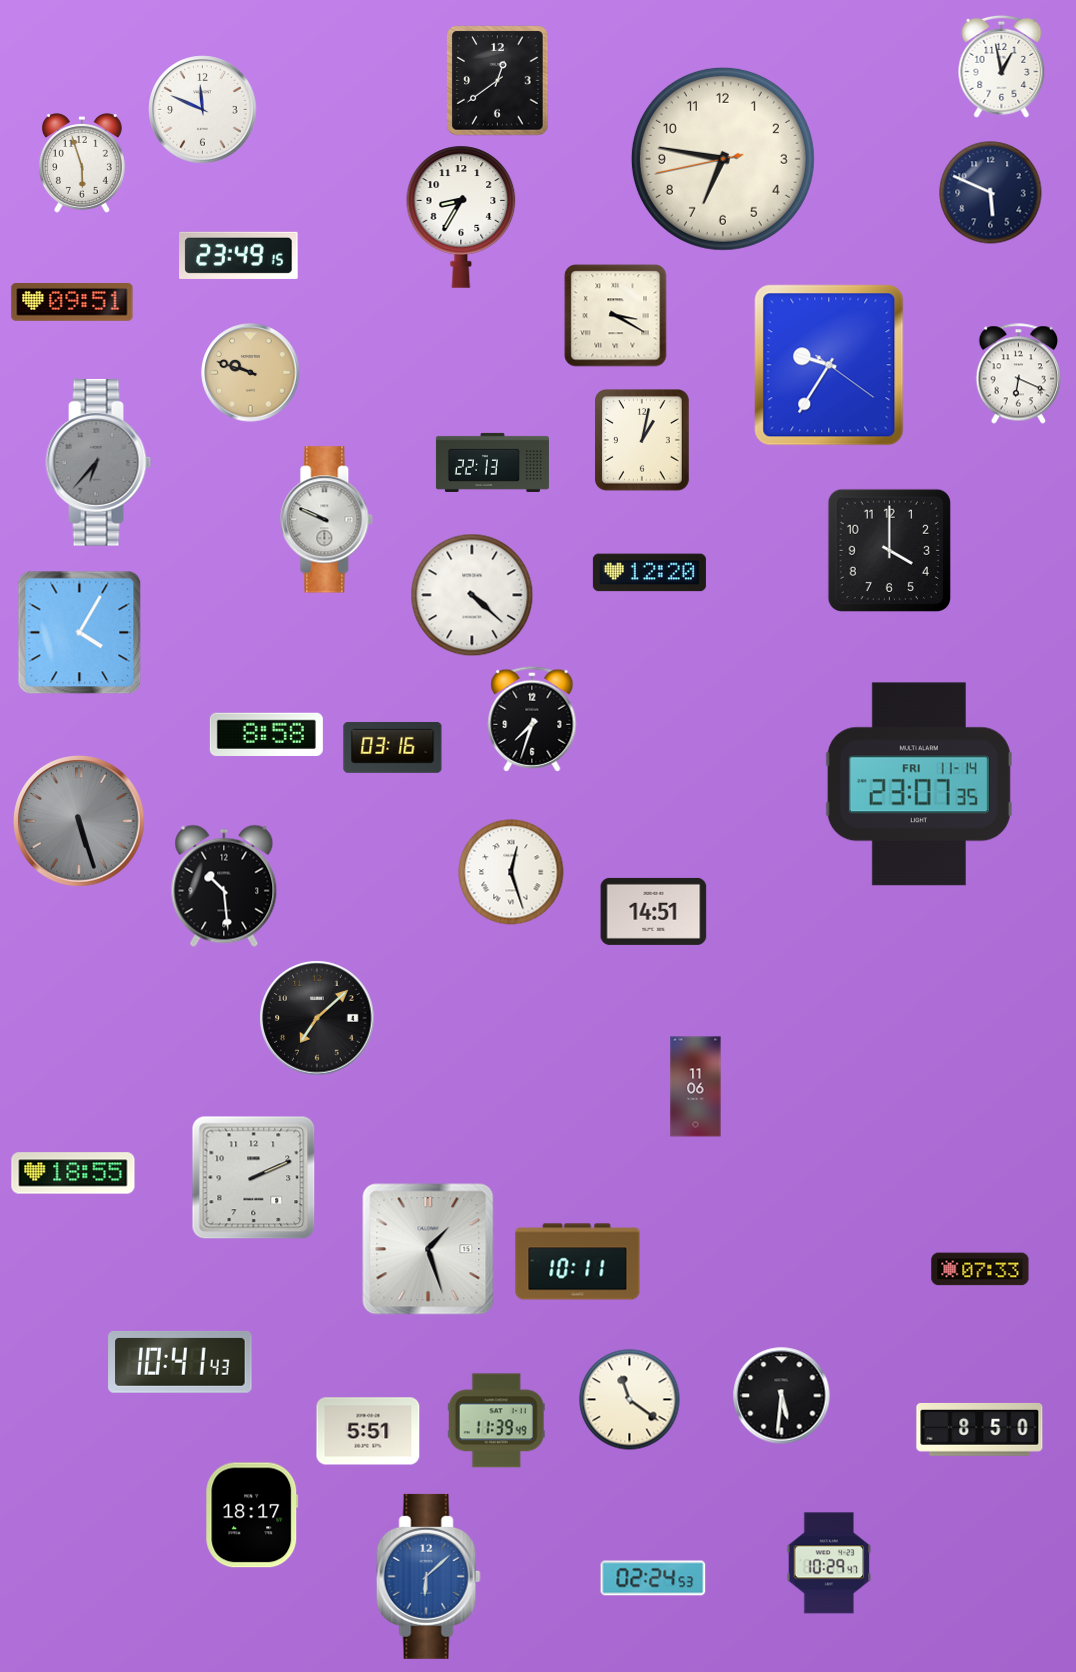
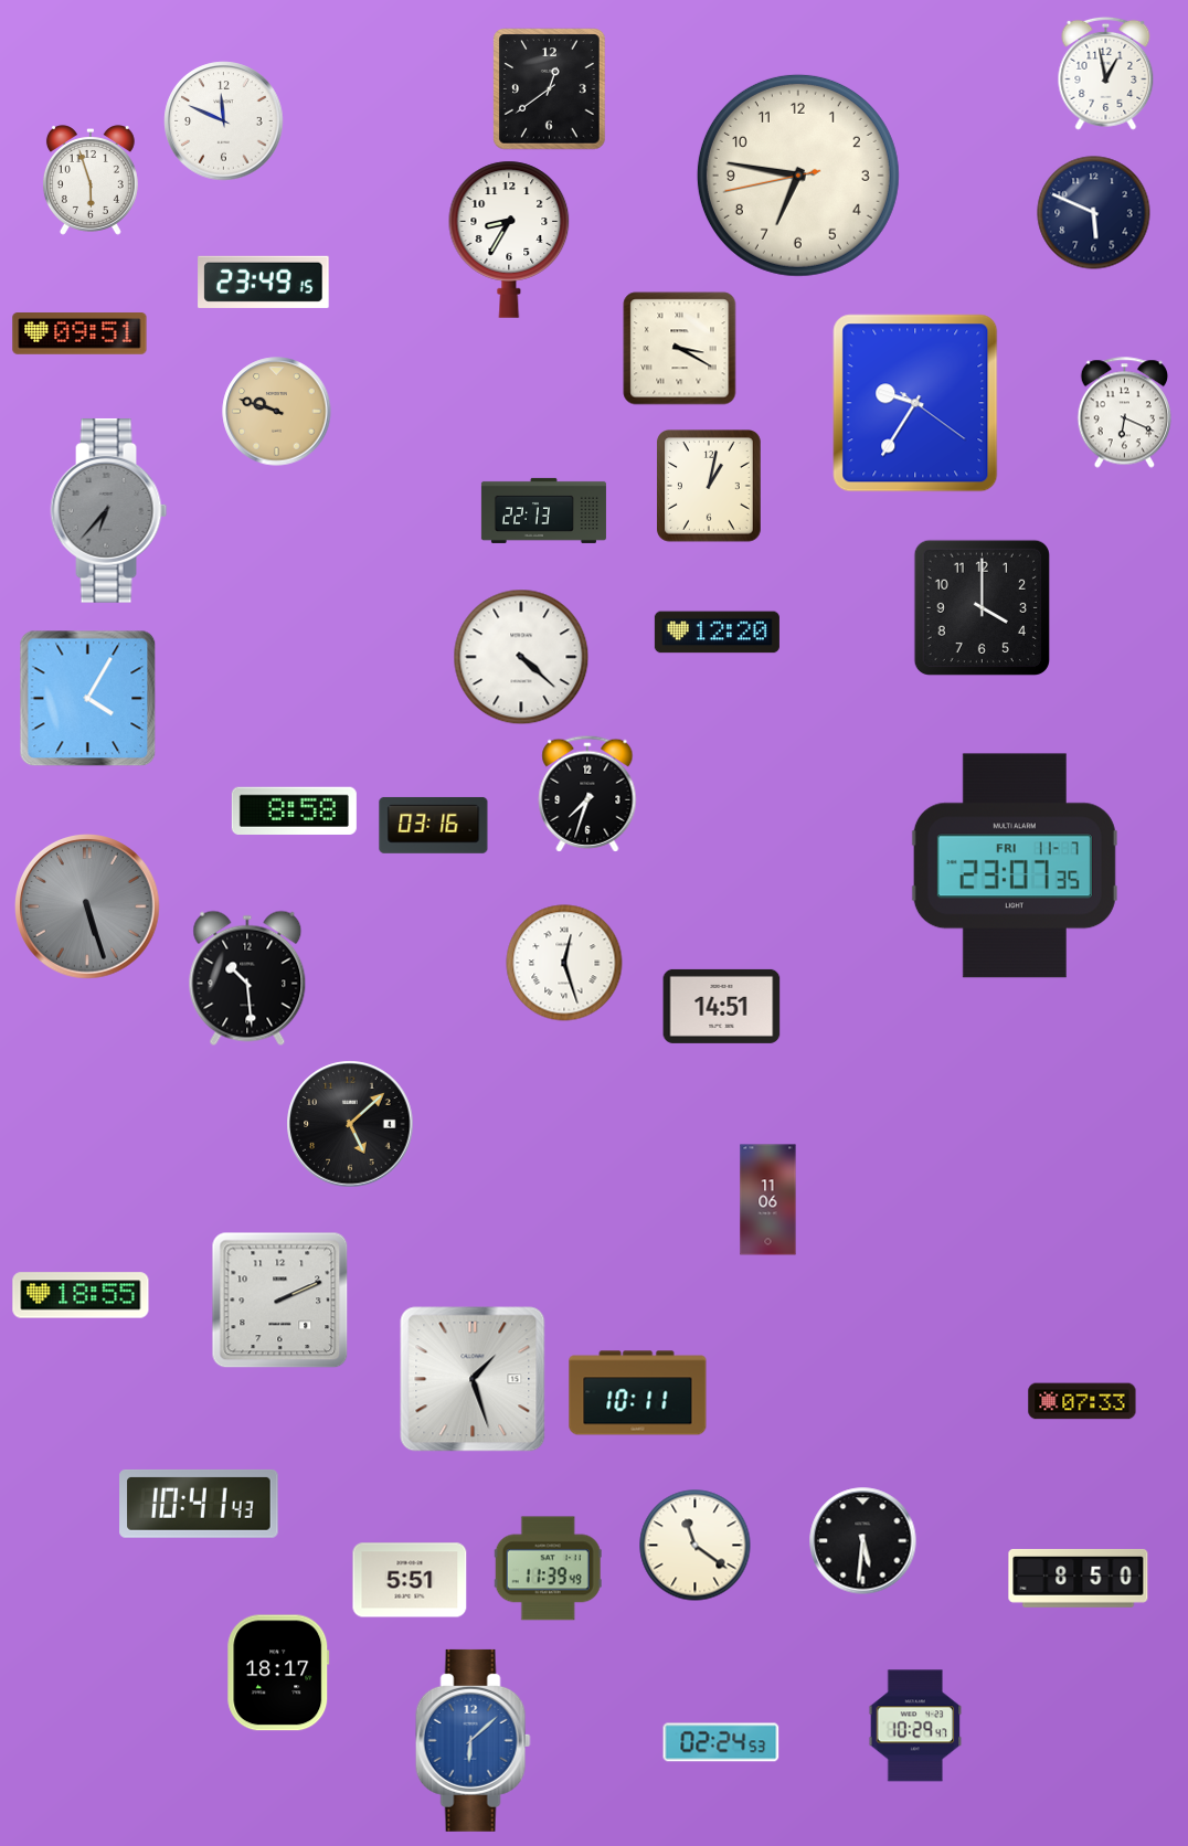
clock at (327, 520): 9:49 -> none
clock at (919, 784) date: FRI 11-14 -> FRI 11-7
clock at (317, 1018): 7:08 -> 5:08
clock at (980, 1429) position: (980, 1429) -> (1079, 1578)
clock at (368, 1431) position: (368, 1431) -> (410, 1580)
